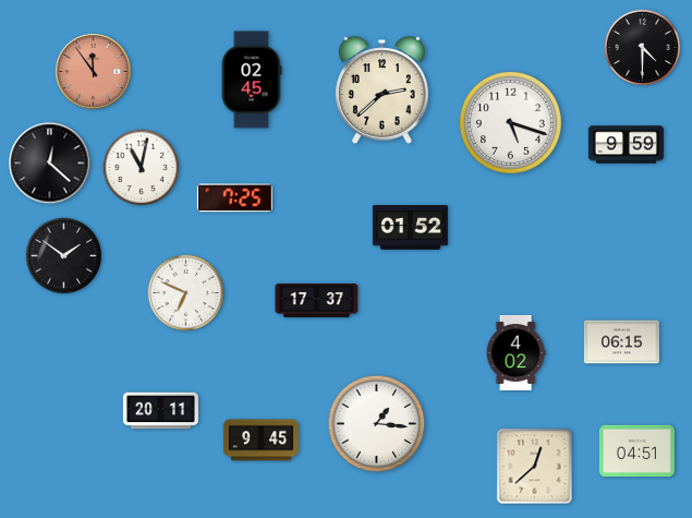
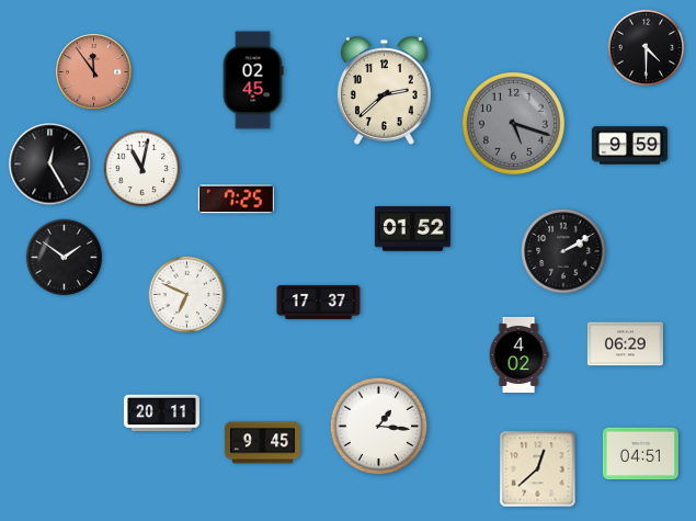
clock at (510, 122) dial: white -> grey
clock at (50, 164): 12:22 -> 12:25
clock at (563, 251): none -> 2:10
clock at (621, 342): 06:15 -> 06:29
